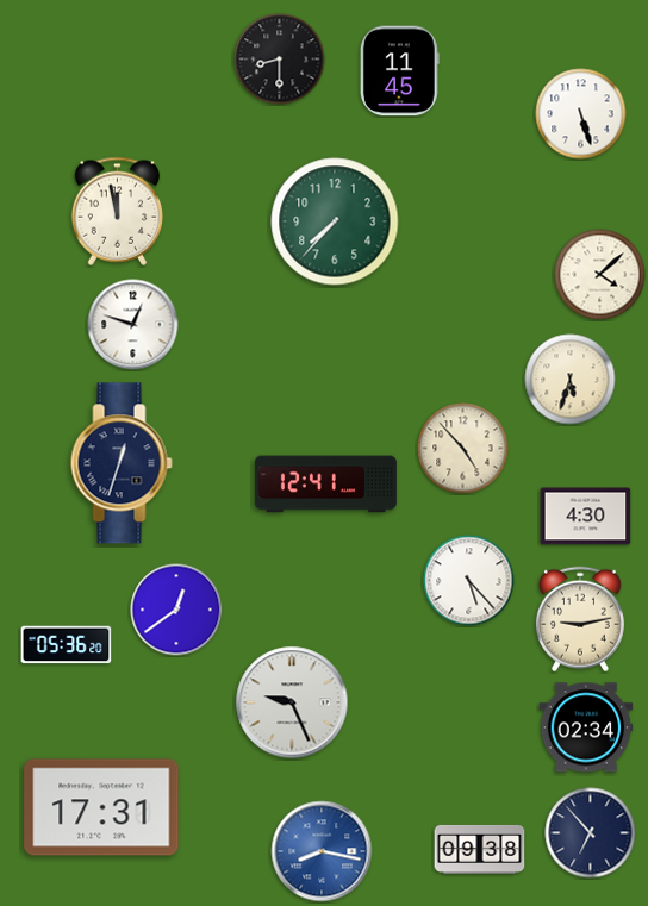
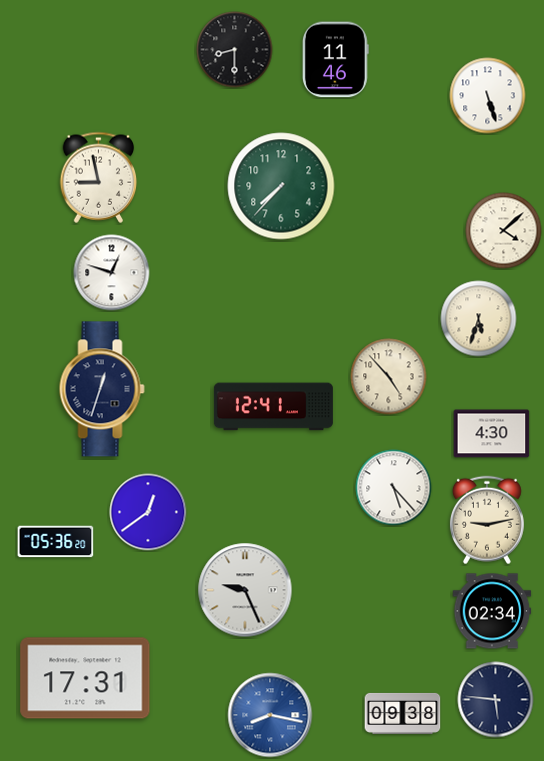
clock at (399, 71): 11:45 -> 11:46
clock at (118, 211): 11:58 -> 8:58
clock at (591, 833): 6:53 -> 5:46
